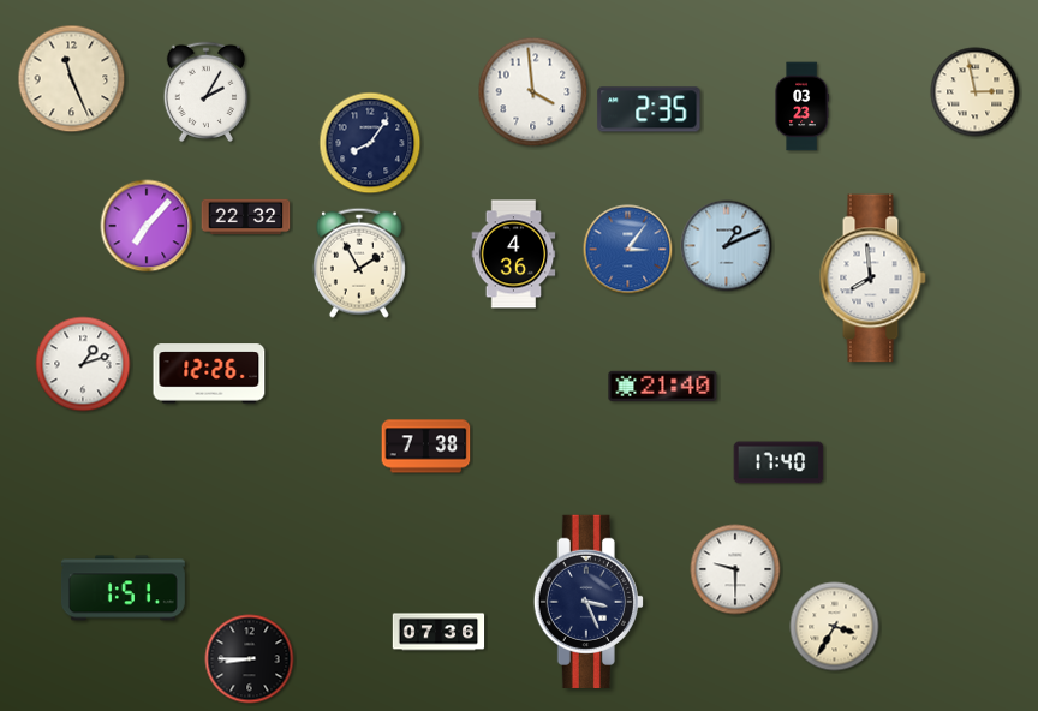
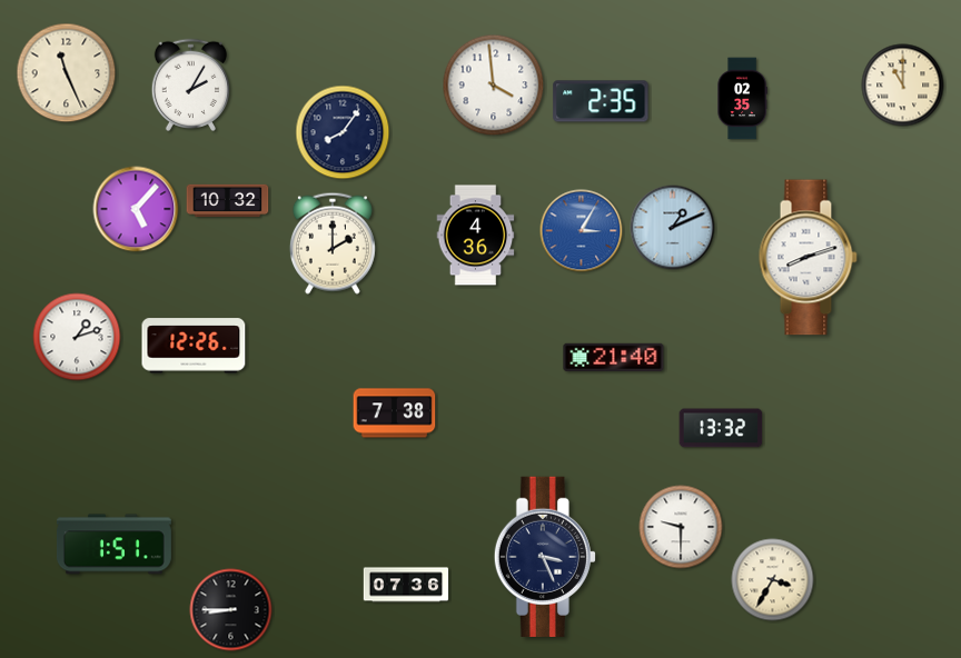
clock at (976, 92): 2:58 -> 11:00
clock at (801, 107): 03:23 -> 02:35
clock at (246, 217): 22:32 -> 10:32
clock at (147, 226): 7:07 -> 5:07
clock at (628, 250): 3:06 -> 3:05
clock at (359, 263): 1:55 -> 2:00
clock at (872, 279): 7:59 -> 8:12
clock at (778, 462): 17:40 -> 13:32
